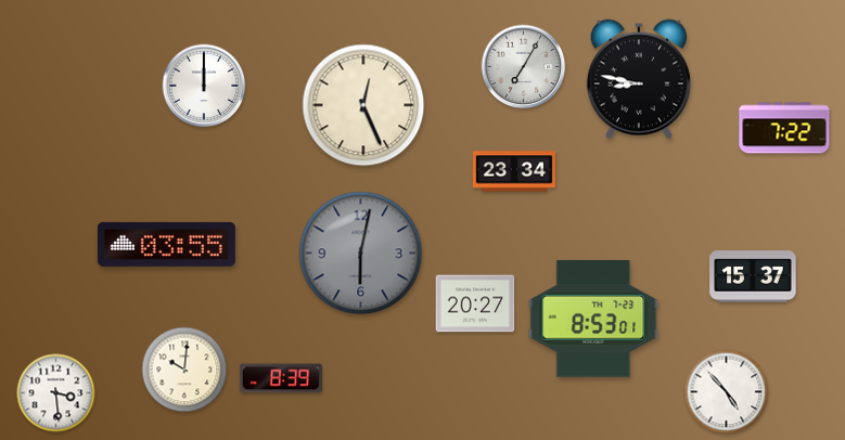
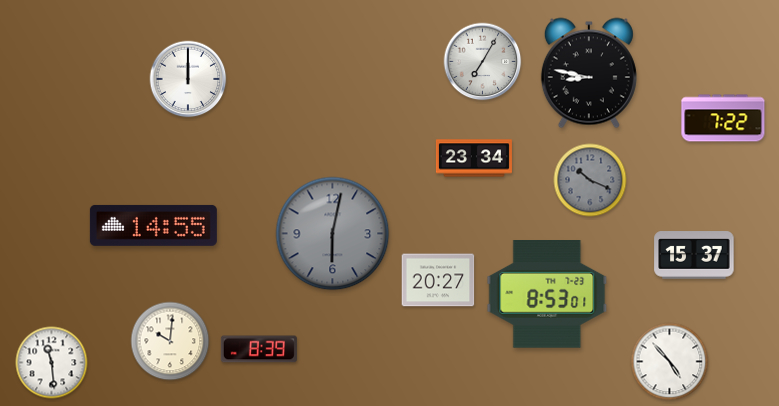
clock at (363, 105): 12:26 -> none
clock at (590, 180): none -> 10:19
clock at (166, 244): 03:55 -> 14:55
clock at (56, 393): 3:29 -> 11:29
